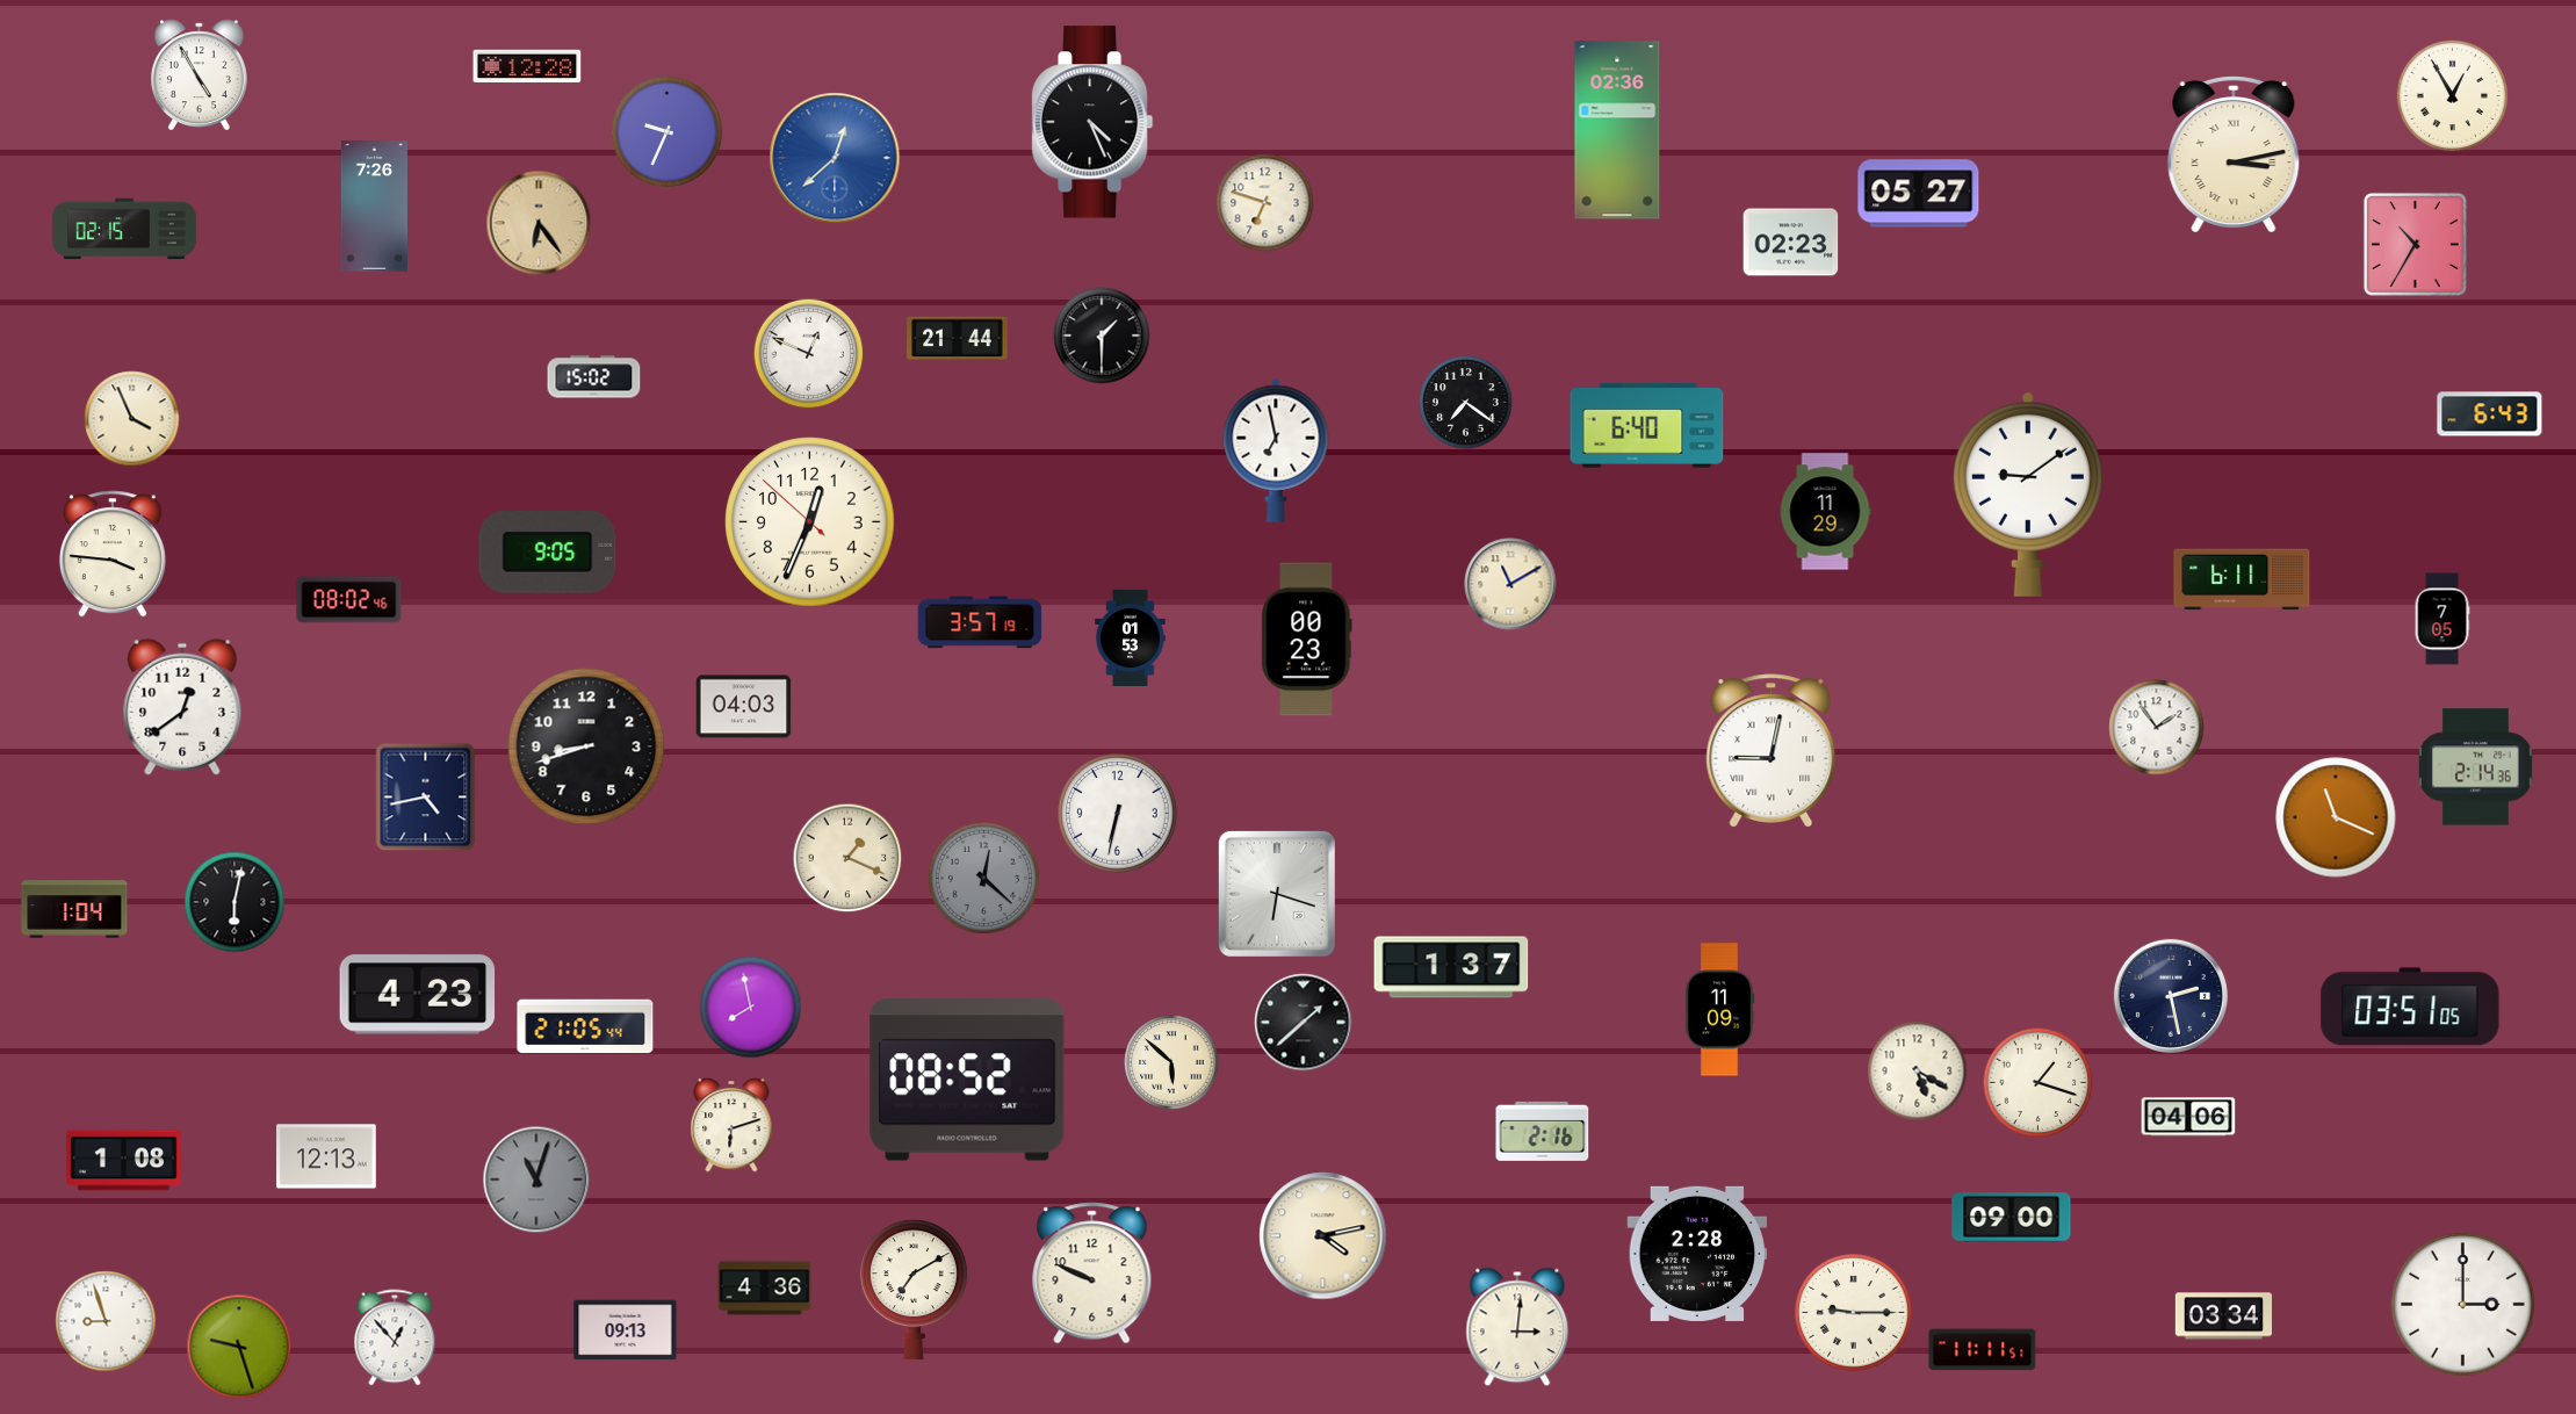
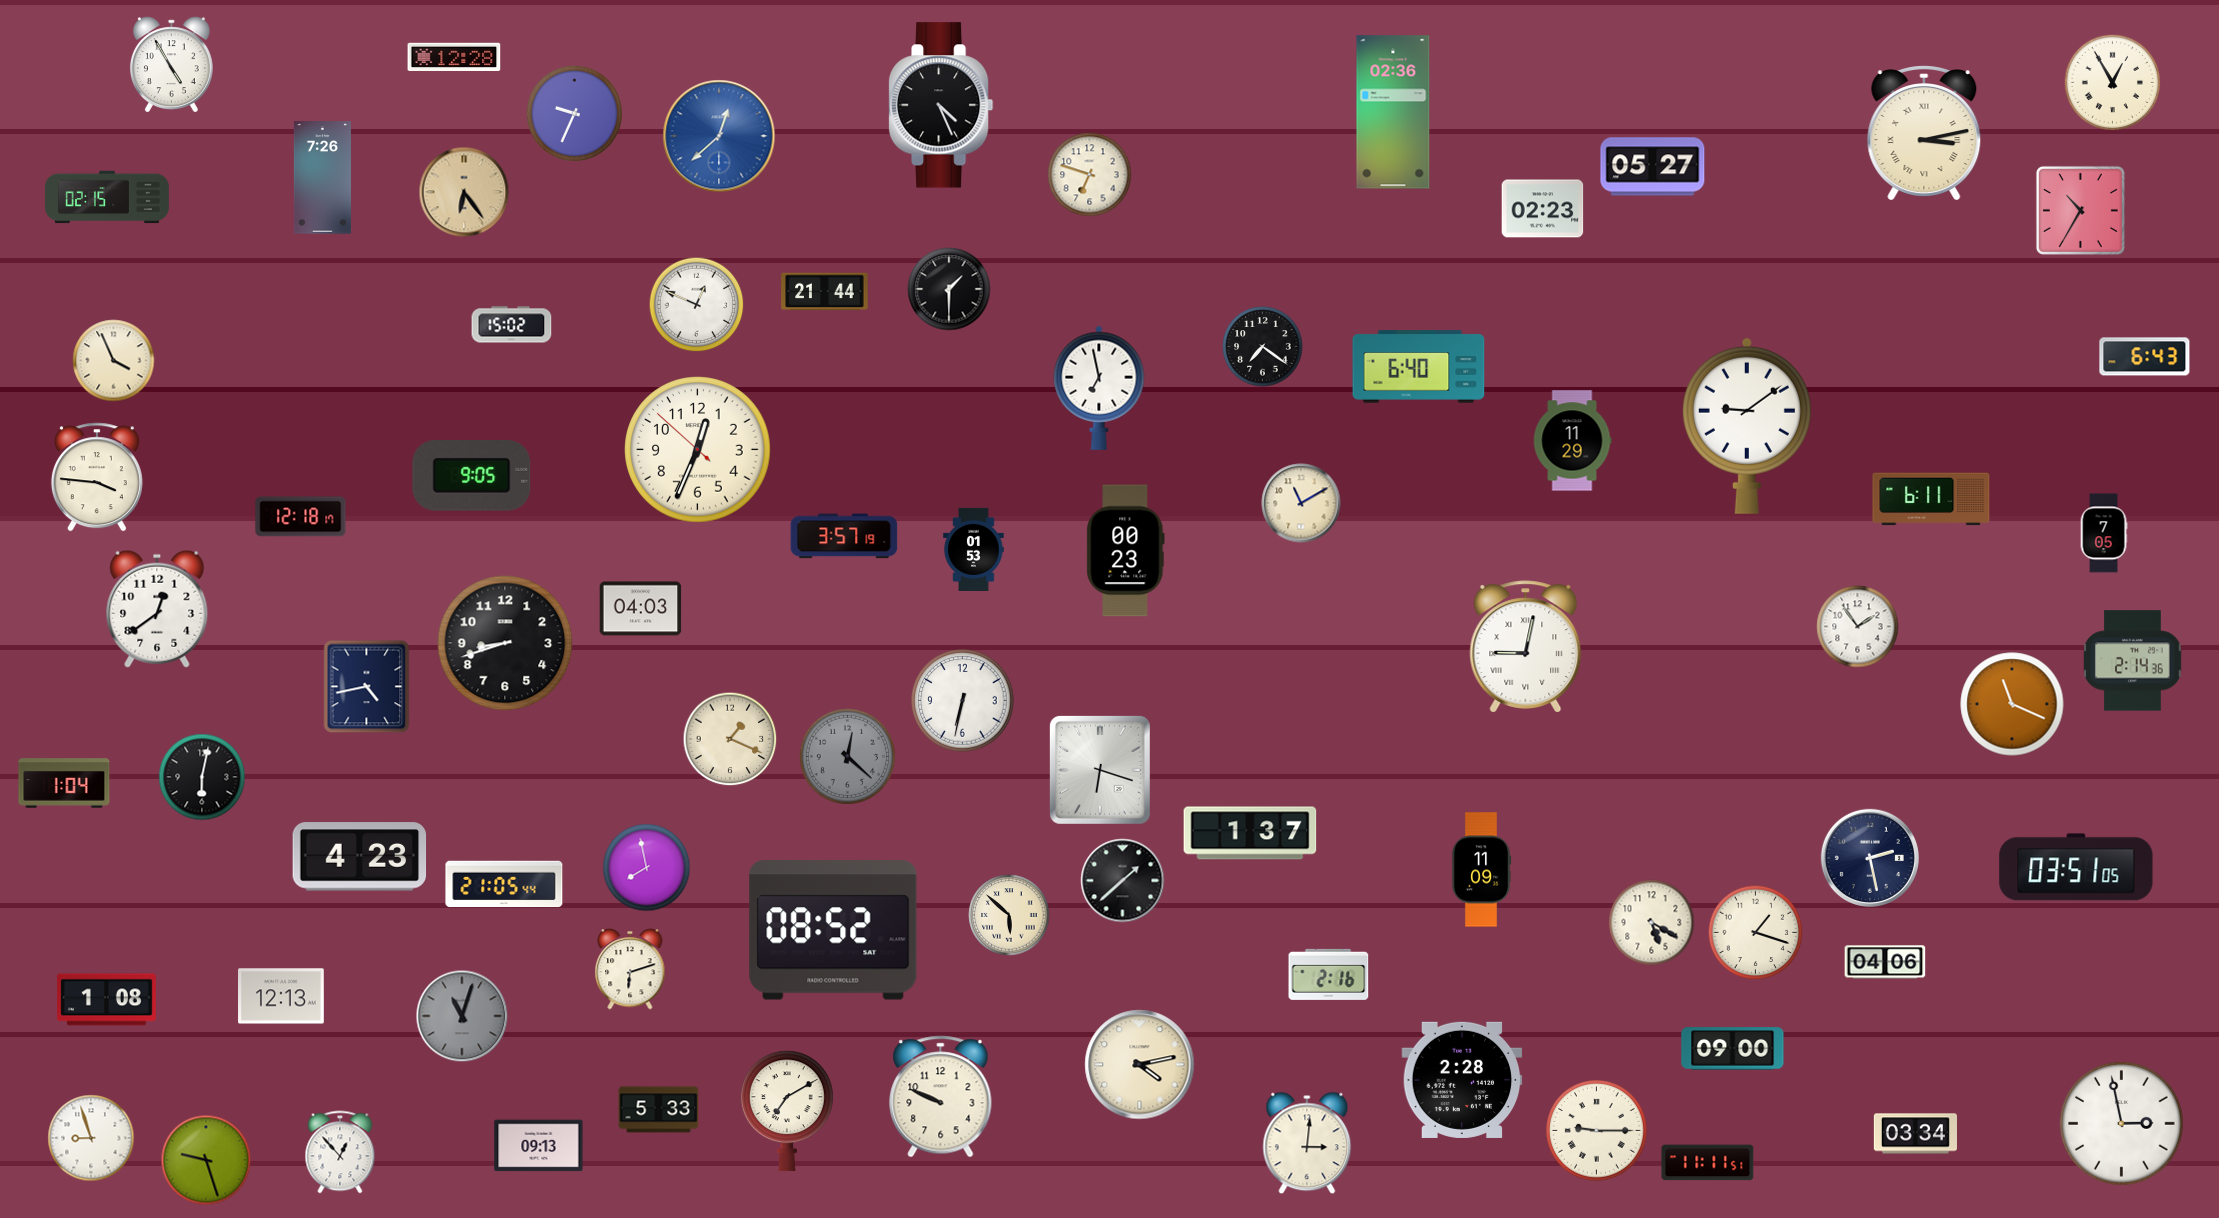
clock at (349, 600): 08:02 -> 12:18
clock at (765, 1289): 4:36 -> 5:33
clock at (2463, 1305): 3:00 -> 2:58
